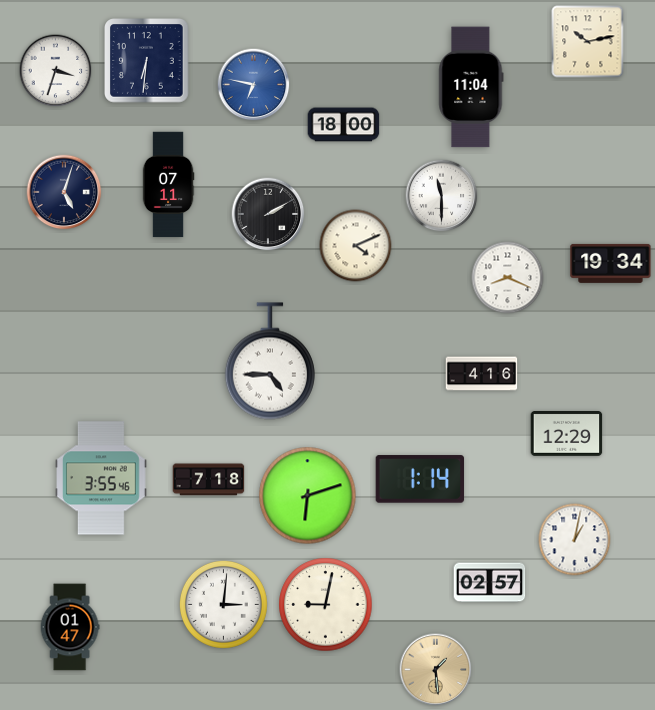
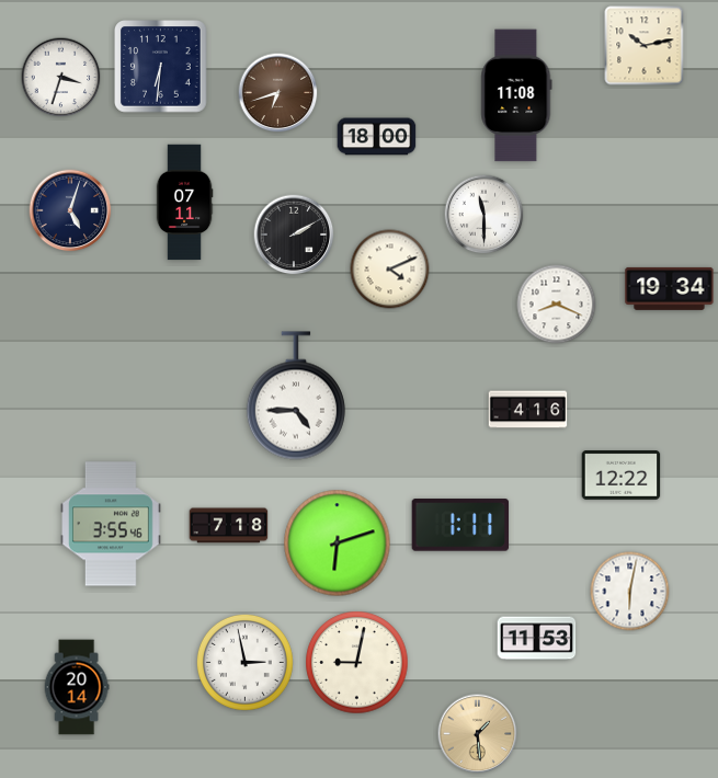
clock at (254, 85): 6:47 -> 6:42
clock at (254, 85) dial: blue -> brown
clock at (471, 87): 11:04 -> 11:08
clock at (567, 434): 12:29 -> 12:22
clock at (420, 479): 1:14 -> 1:11
clock at (575, 540): 1:02 -> 6:02
clock at (490, 583): 02:57 -> 11:53
clock at (223, 604): 3:01 -> 2:58
clock at (70, 627): 01:47 -> 20:14
